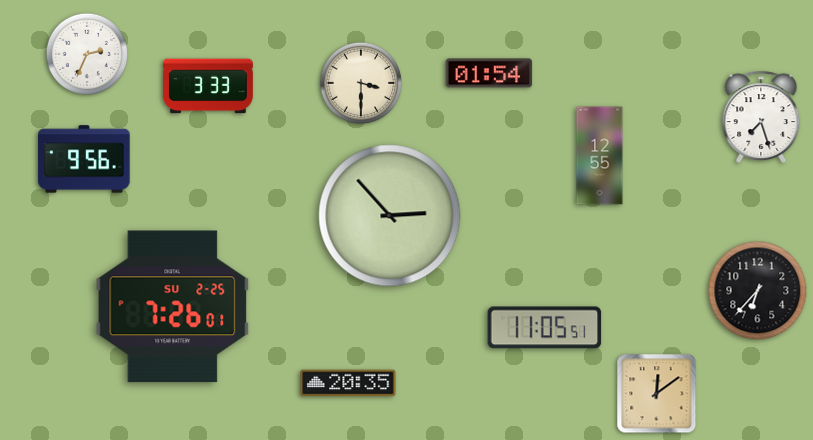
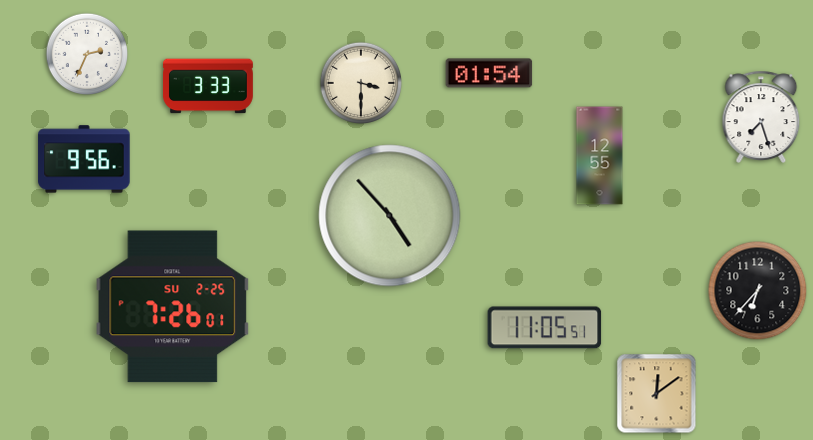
clock at (390, 216): 2:53 -> 4:53
clock at (348, 383): 20:35 -> none
